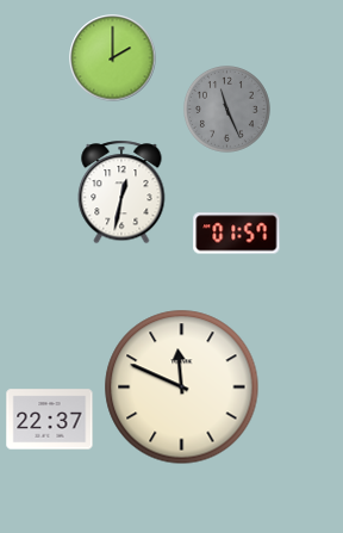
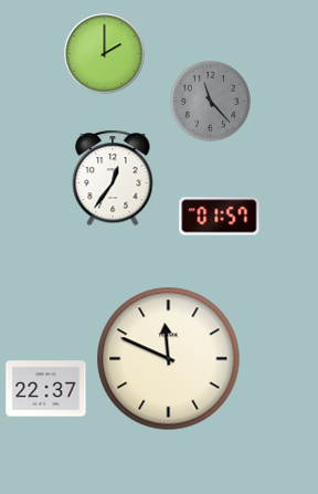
clock at (227, 110): 11:26 -> 11:23
clock at (121, 192): 12:32 -> 12:36
